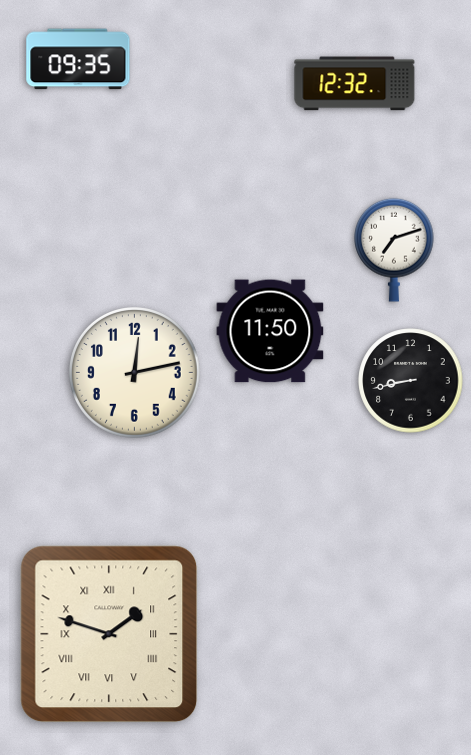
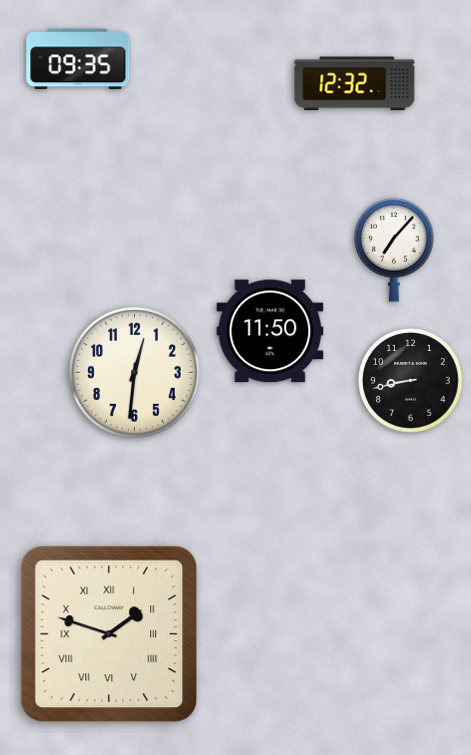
clock at (394, 250): 7:12 -> 7:07
clock at (135, 373): 12:13 -> 12:31
